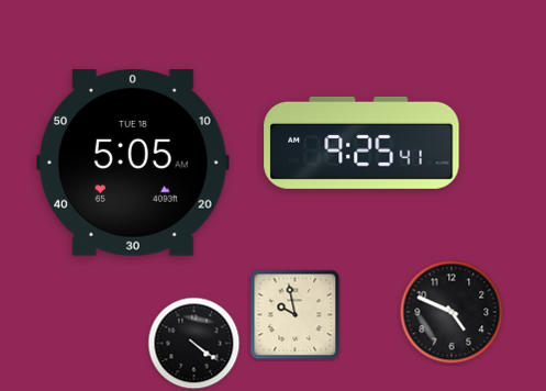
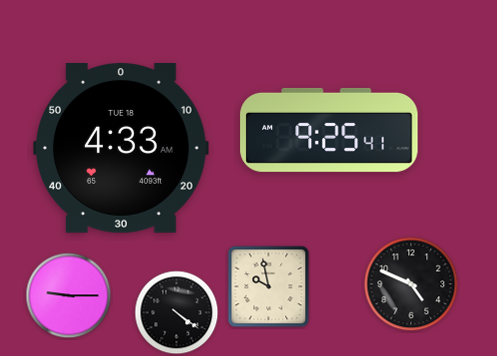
clock at (134, 164): 5:05 -> 4:33
clock at (69, 296): none -> 9:15
